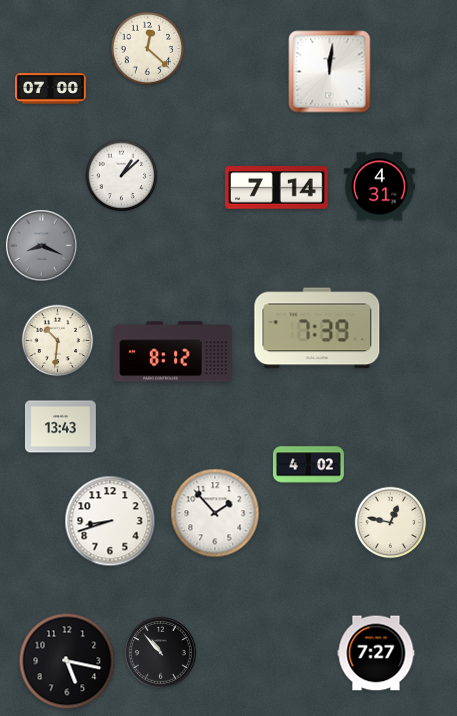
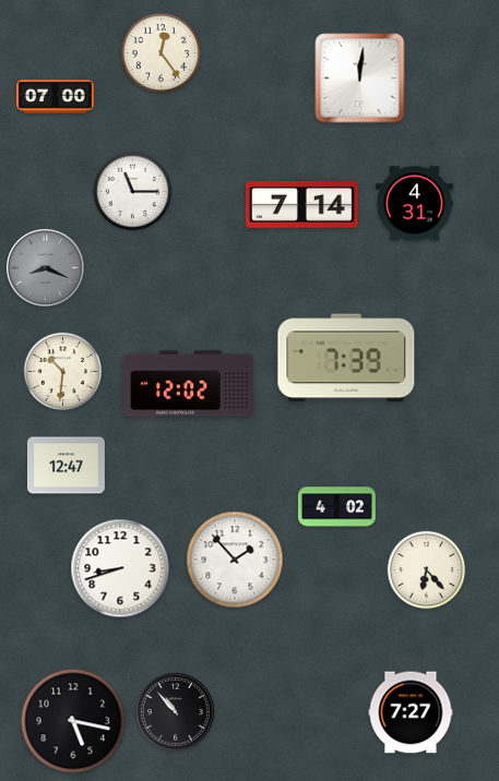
clock at (147, 48): 12:22 -> 12:24
clock at (122, 176): 1:08 -> 11:15
clock at (173, 352): 8:12 -> 12:02
clock at (60, 427): 13:43 -> 12:47
clock at (391, 523): 12:47 -> 6:23
